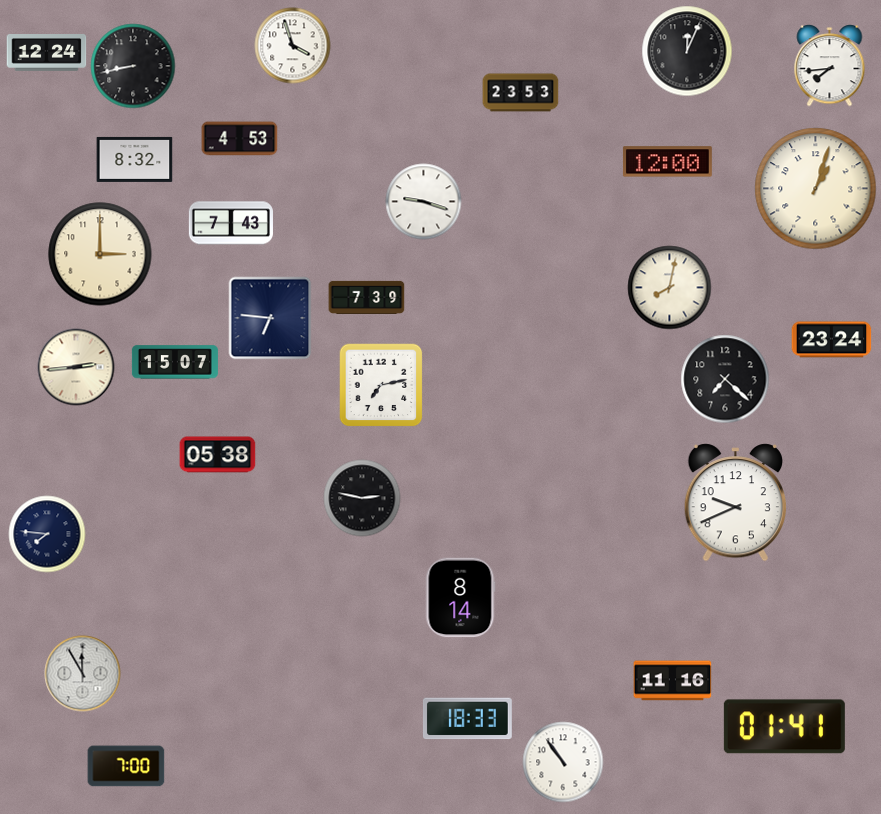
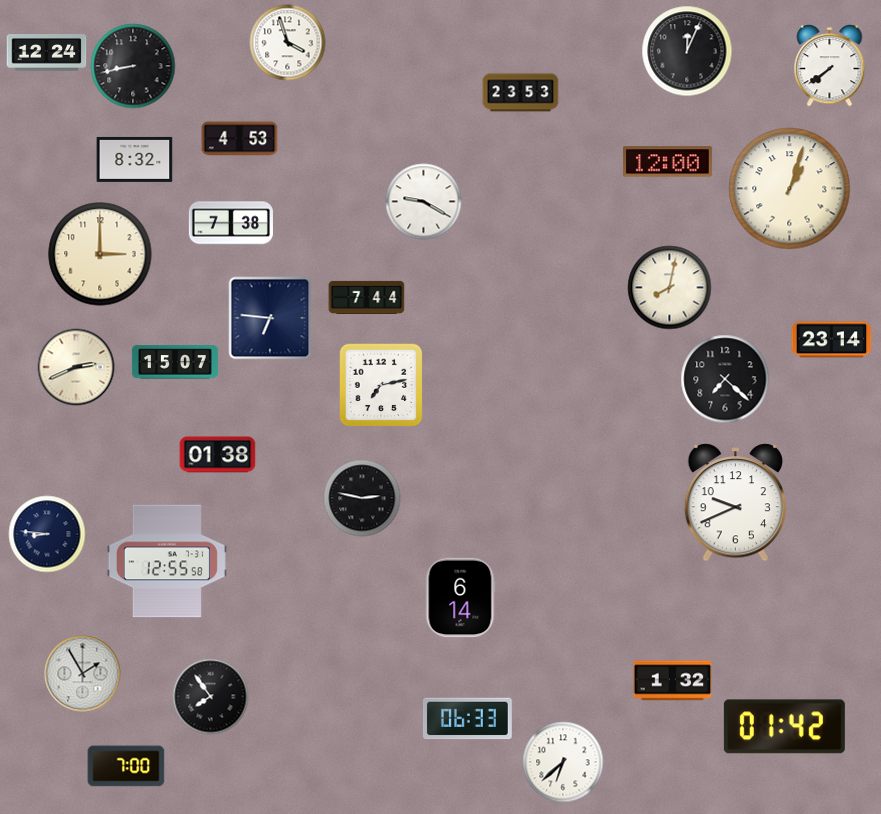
clock at (293, 46) position: (293, 46) -> (288, 43)
clock at (830, 66): 7:44 -> 7:39
clock at (816, 189) position: (816, 189) -> (790, 189)
clock at (424, 202): 9:18 -> 9:20
clock at (231, 223): 7:43 -> 7:38
clock at (367, 297): 7:39 -> 7:44
clock at (832, 340): 23:24 -> 23:14
clock at (76, 367): 2:44 -> 2:41
clock at (218, 455): 05:38 -> 01:38
clock at (47, 534): 7:46 -> 8:46
clock at (167, 561): none -> 12:55
clock at (460, 598): 8:14 -> 6:14
clock at (83, 674): 11:55 -> 1:55
clock at (673, 681): 11:16 -> 1:32
clock at (211, 697): none -> 7:54
clock at (467, 719): 18:33 -> 06:33
clock at (784, 727): 01:41 -> 01:42
clock at (563, 762): 10:54 -> 6:38
